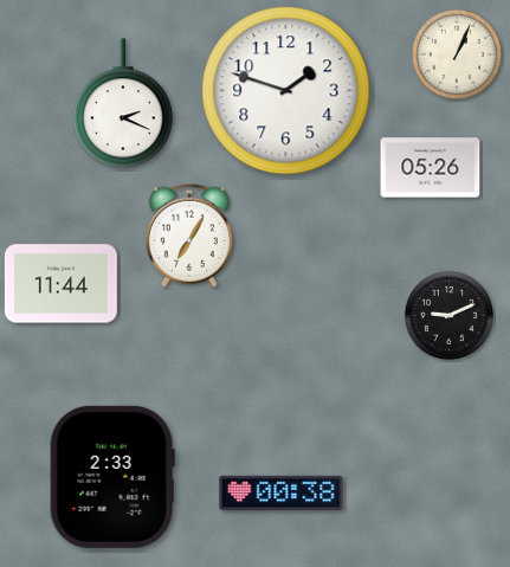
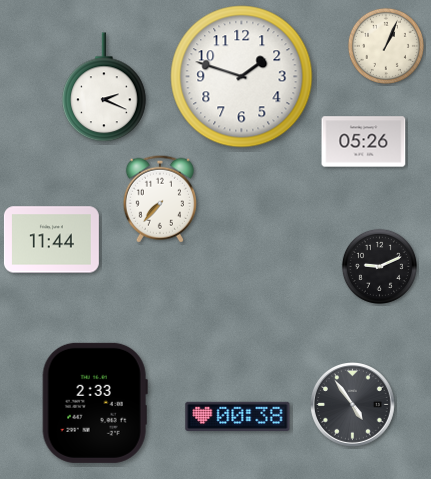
clock at (189, 236): 7:05 -> 7:37
clock at (353, 405): none -> 4:54
